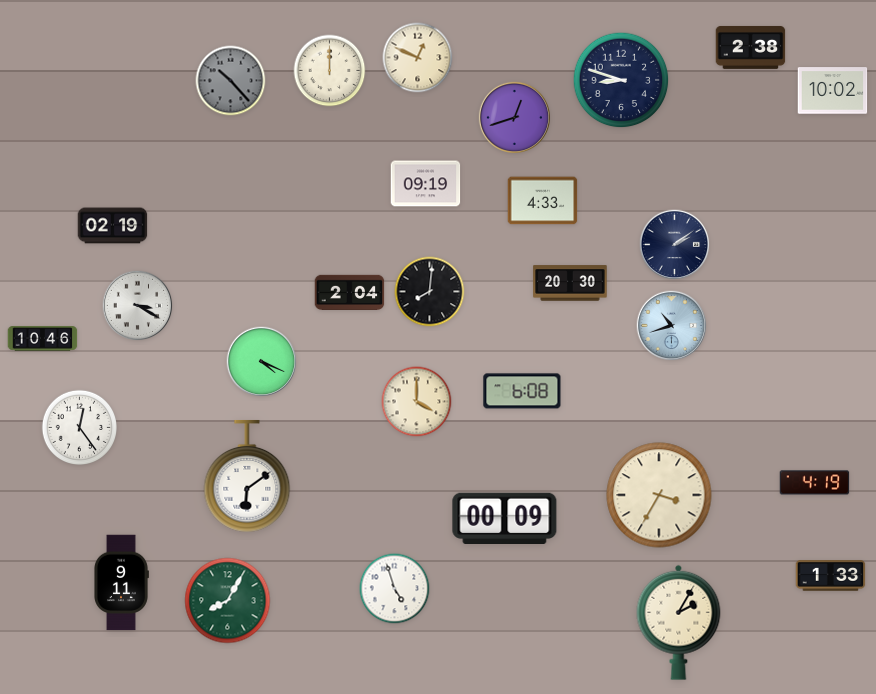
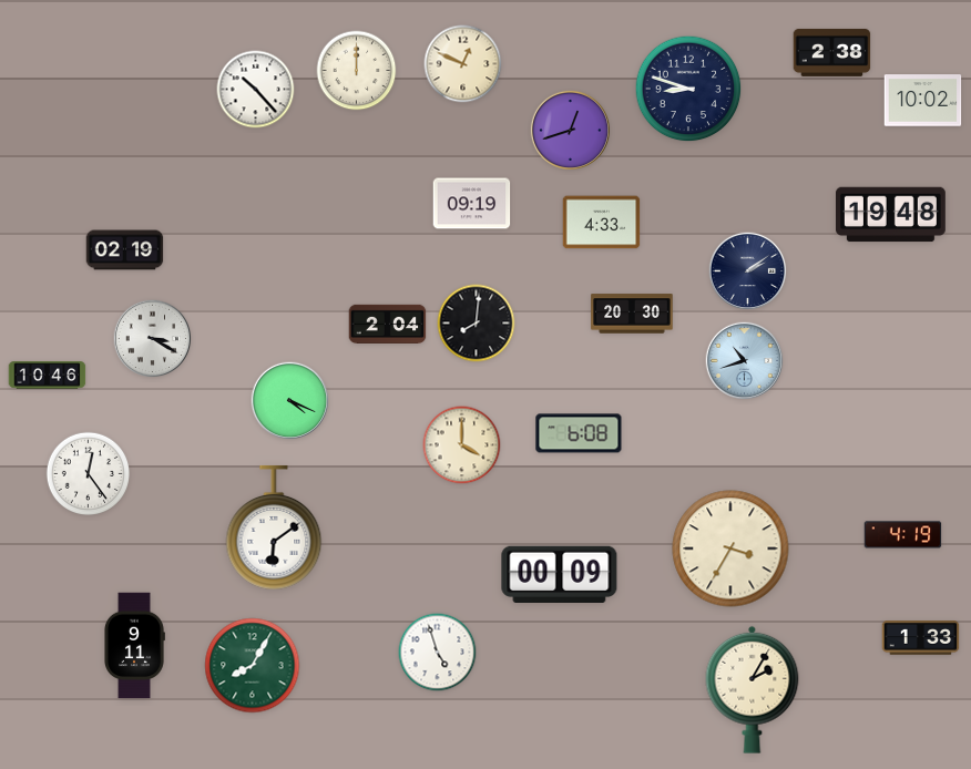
clock at (330, 71) position: (330, 71) -> (357, 71)
clock at (231, 81) dial: grey -> white
clock at (891, 215): none -> 19:48
